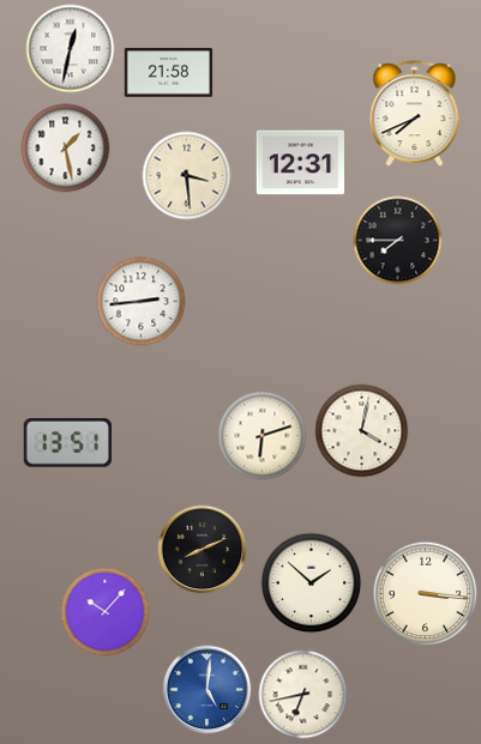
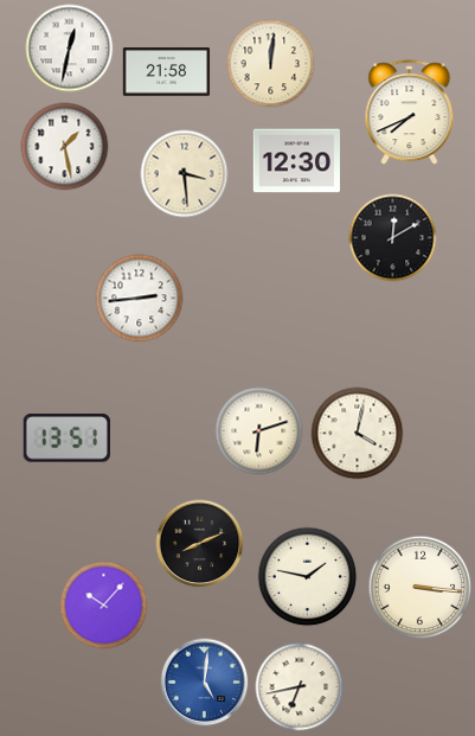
clock at (271, 64): none -> 12:01
clock at (300, 163): 12:31 -> 12:30
clock at (398, 241): 7:45 -> 12:10
clock at (362, 431) position: (362, 431) -> (358, 434)
clock at (312, 583): 1:52 -> 1:47
